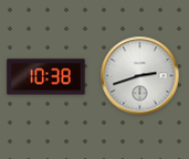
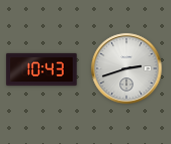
clock at (46, 77): 10:38 -> 10:43
